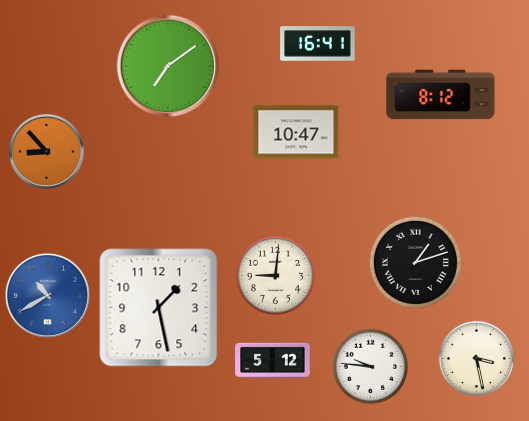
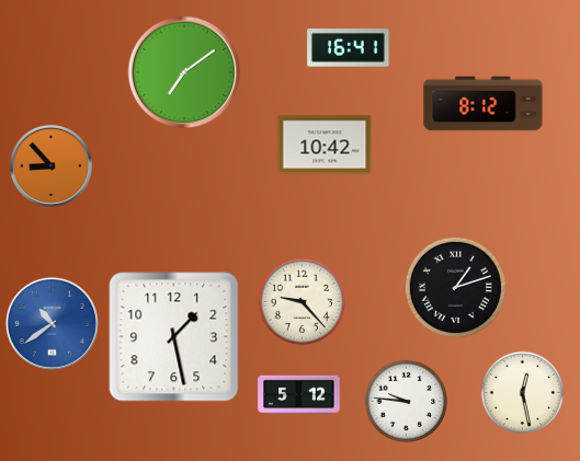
clock at (296, 132): 10:47 -> 10:42
clock at (276, 276): 9:01 -> 9:23
clock at (47, 295): 10:40 -> 10:39
clock at (477, 359): 3:28 -> 12:28
